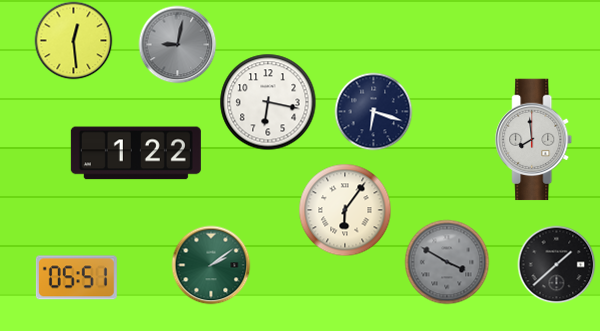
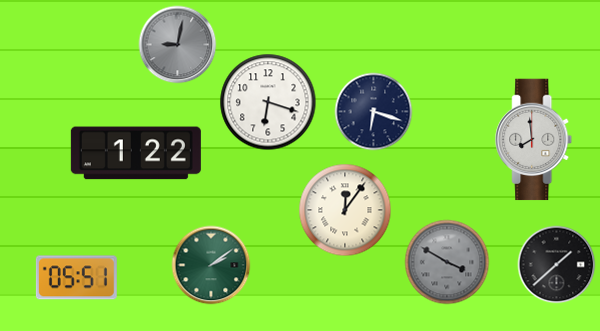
clock at (73, 40): 12:29 -> none
clock at (268, 102): 6:17 -> 6:18
clock at (345, 210): 6:06 -> 12:06
